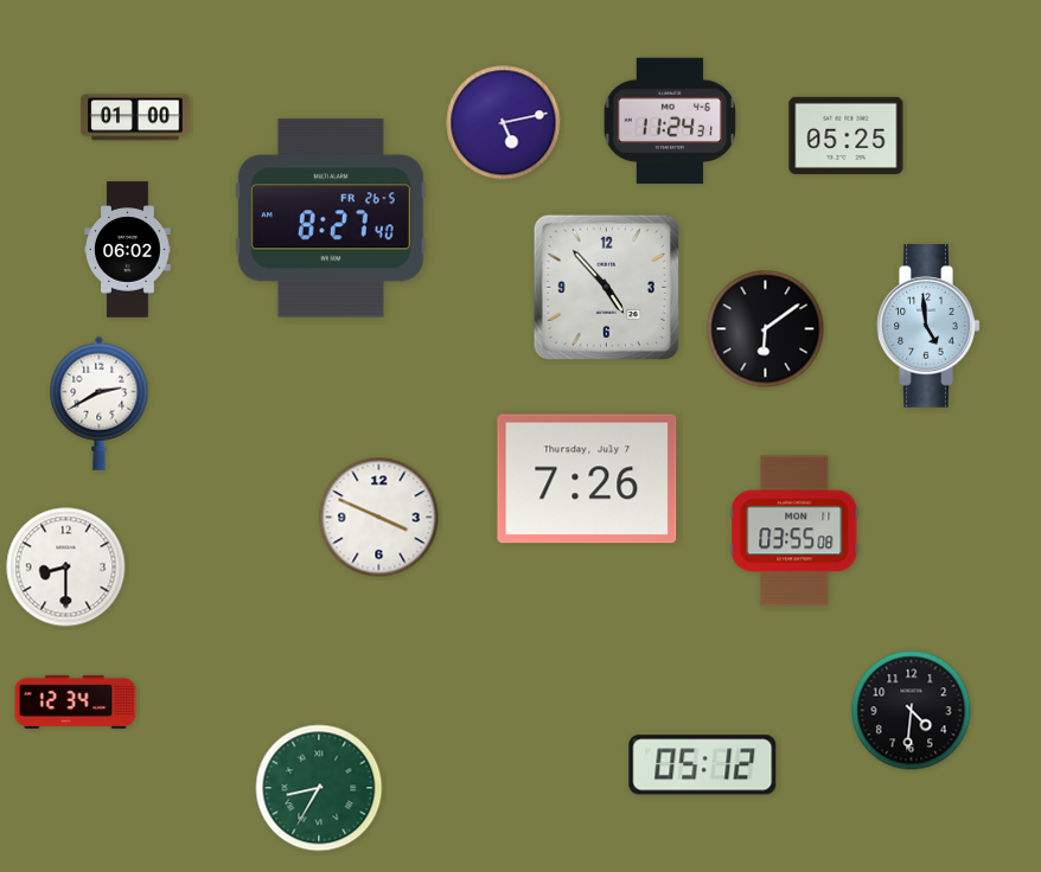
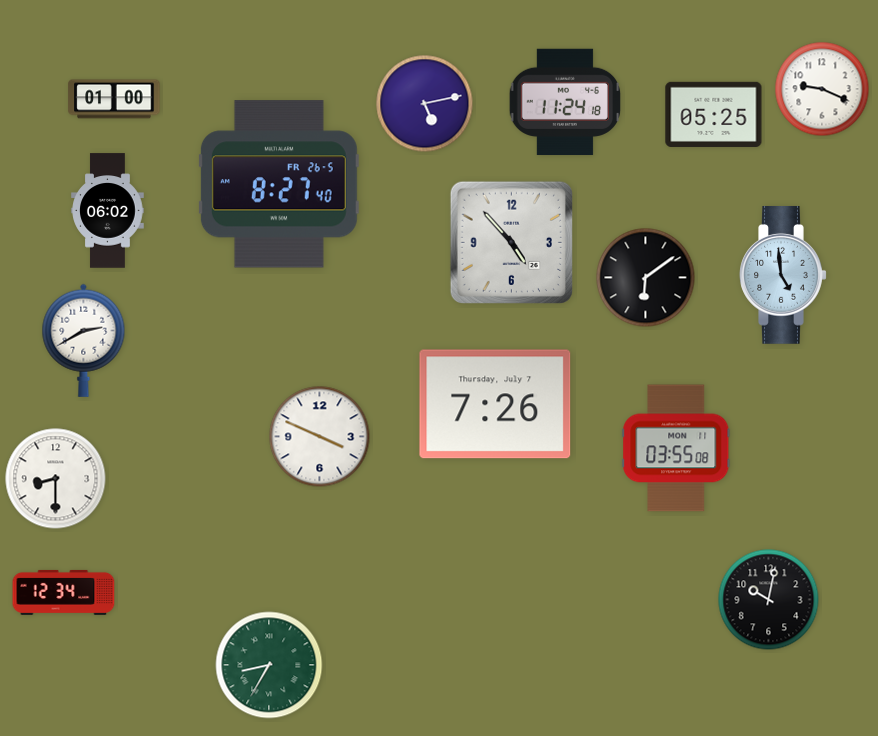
clock at (822, 89): none -> 9:19
clock at (669, 121): 11:24:31 -> 11:24:18
clock at (794, 531) position: (794, 531) -> (676, 448)
clock at (912, 711): 4:31 -> 10:02
clock at (703, 765): 05:12 -> none
